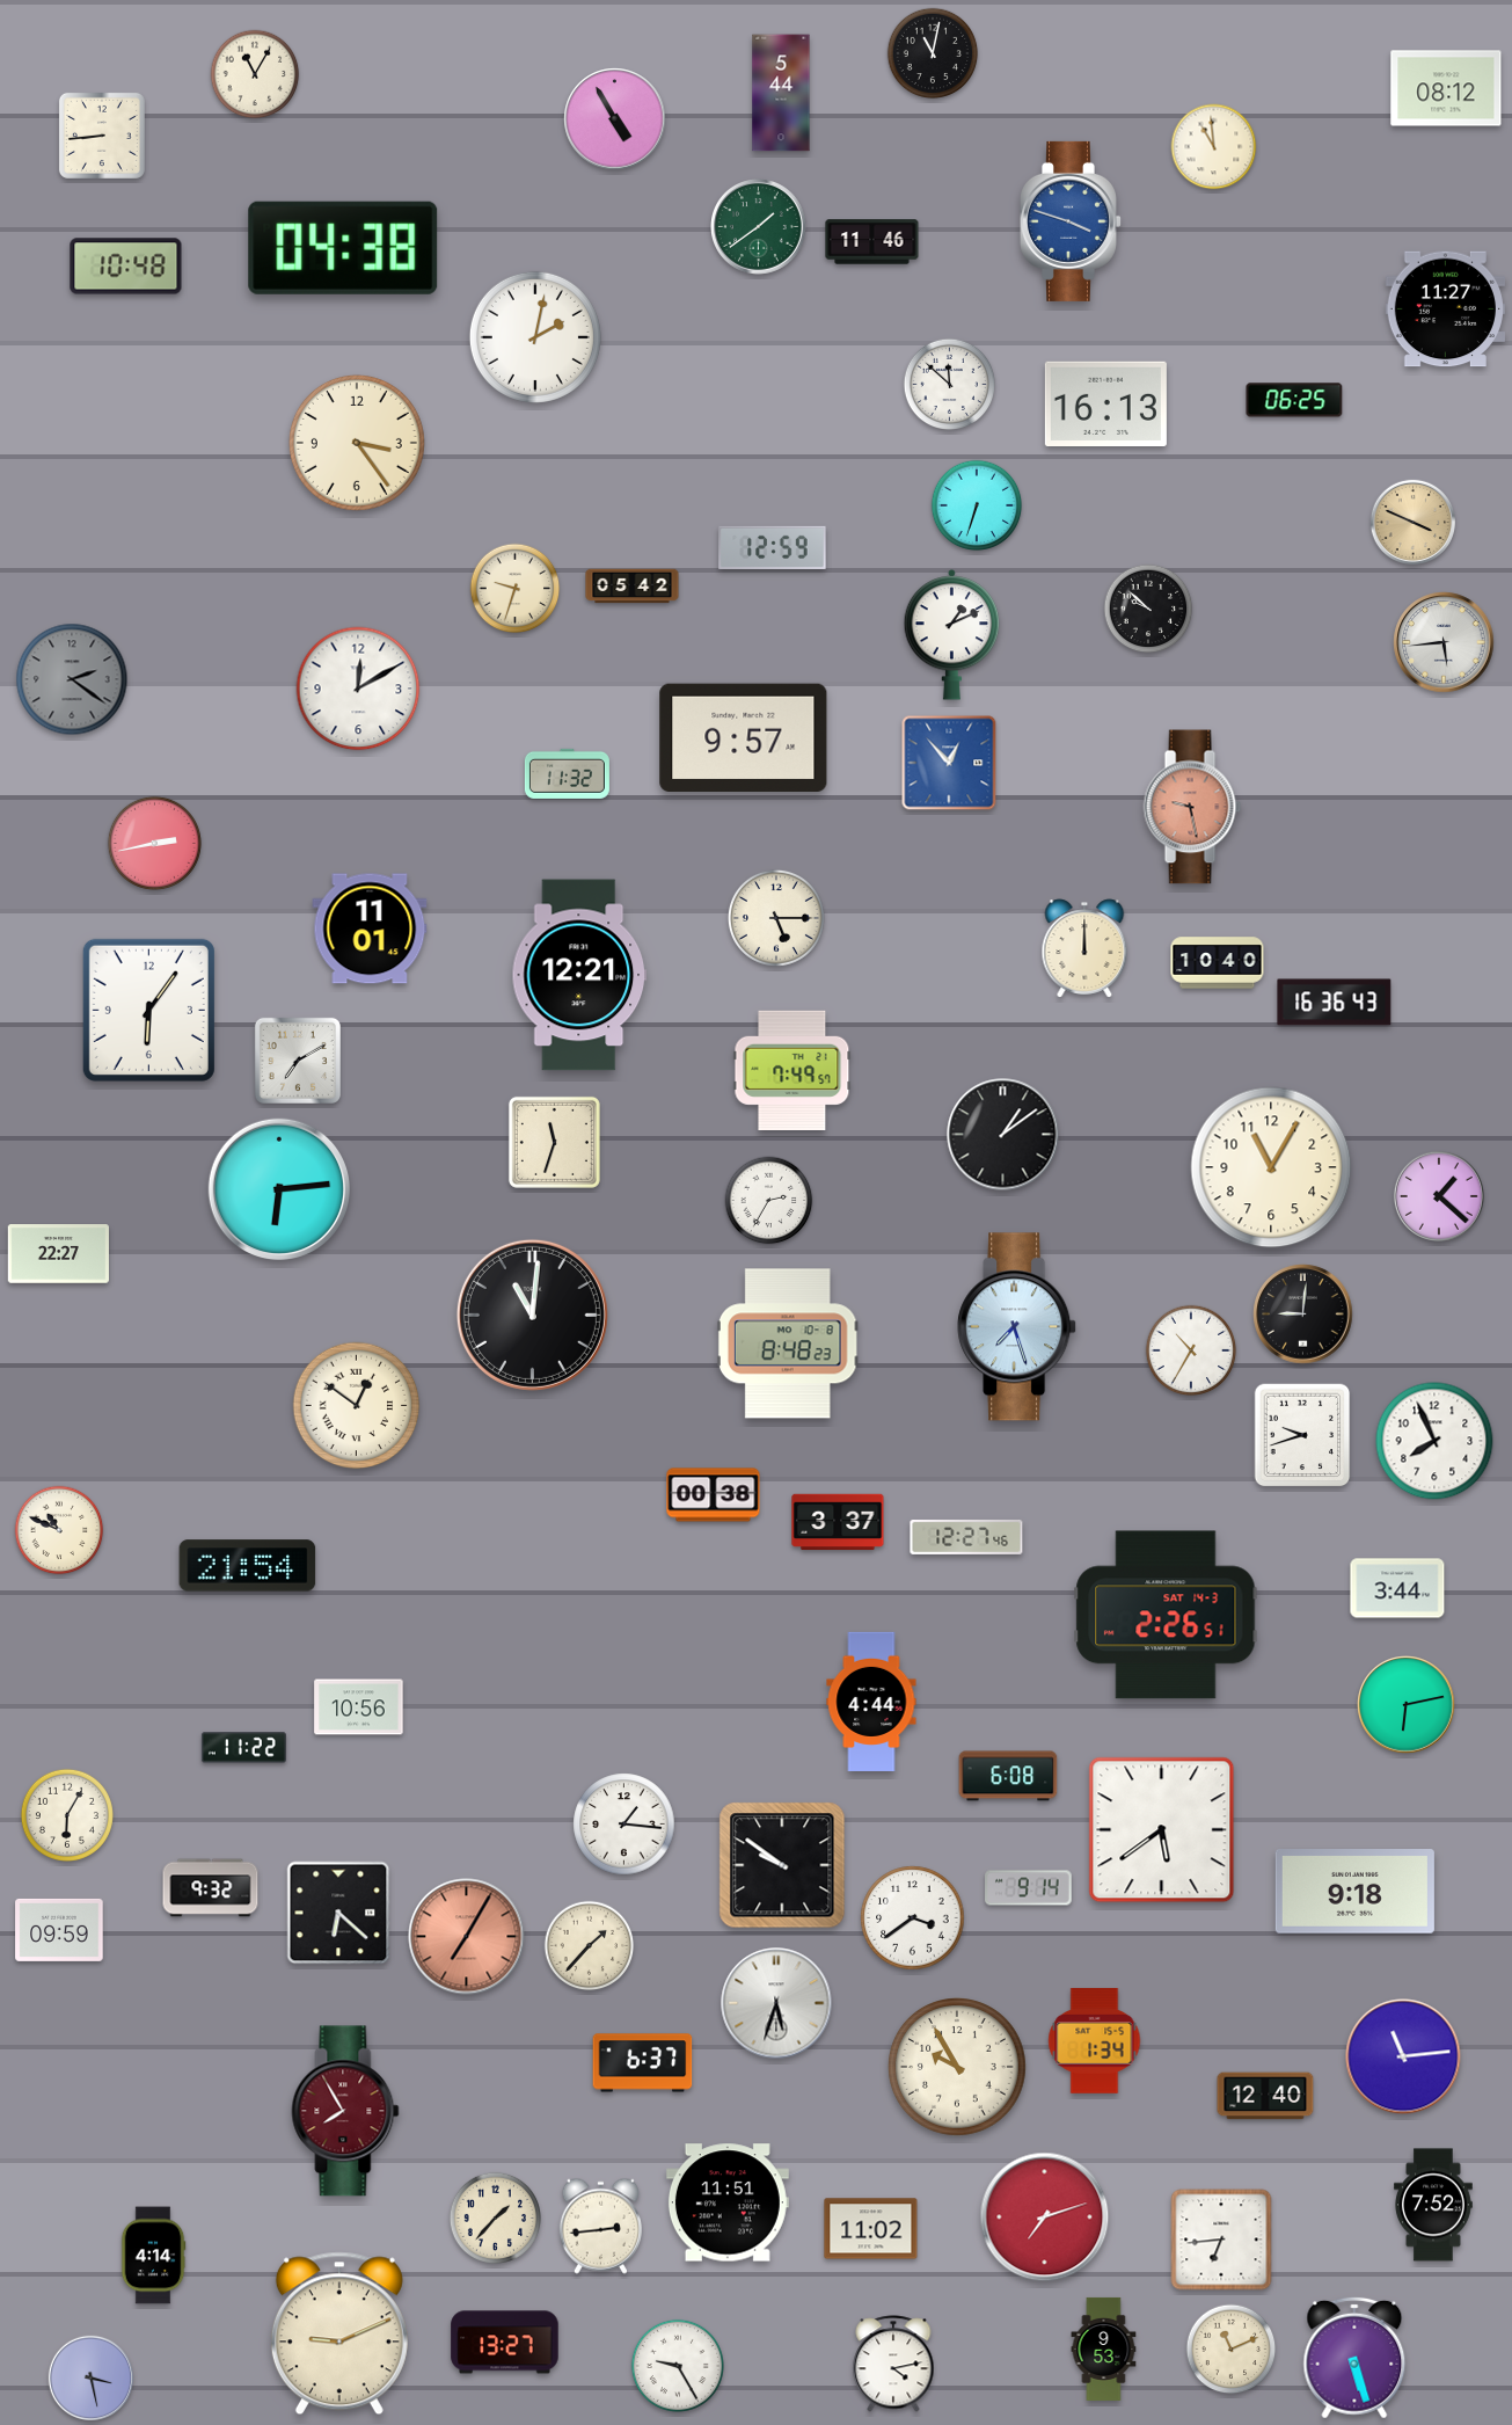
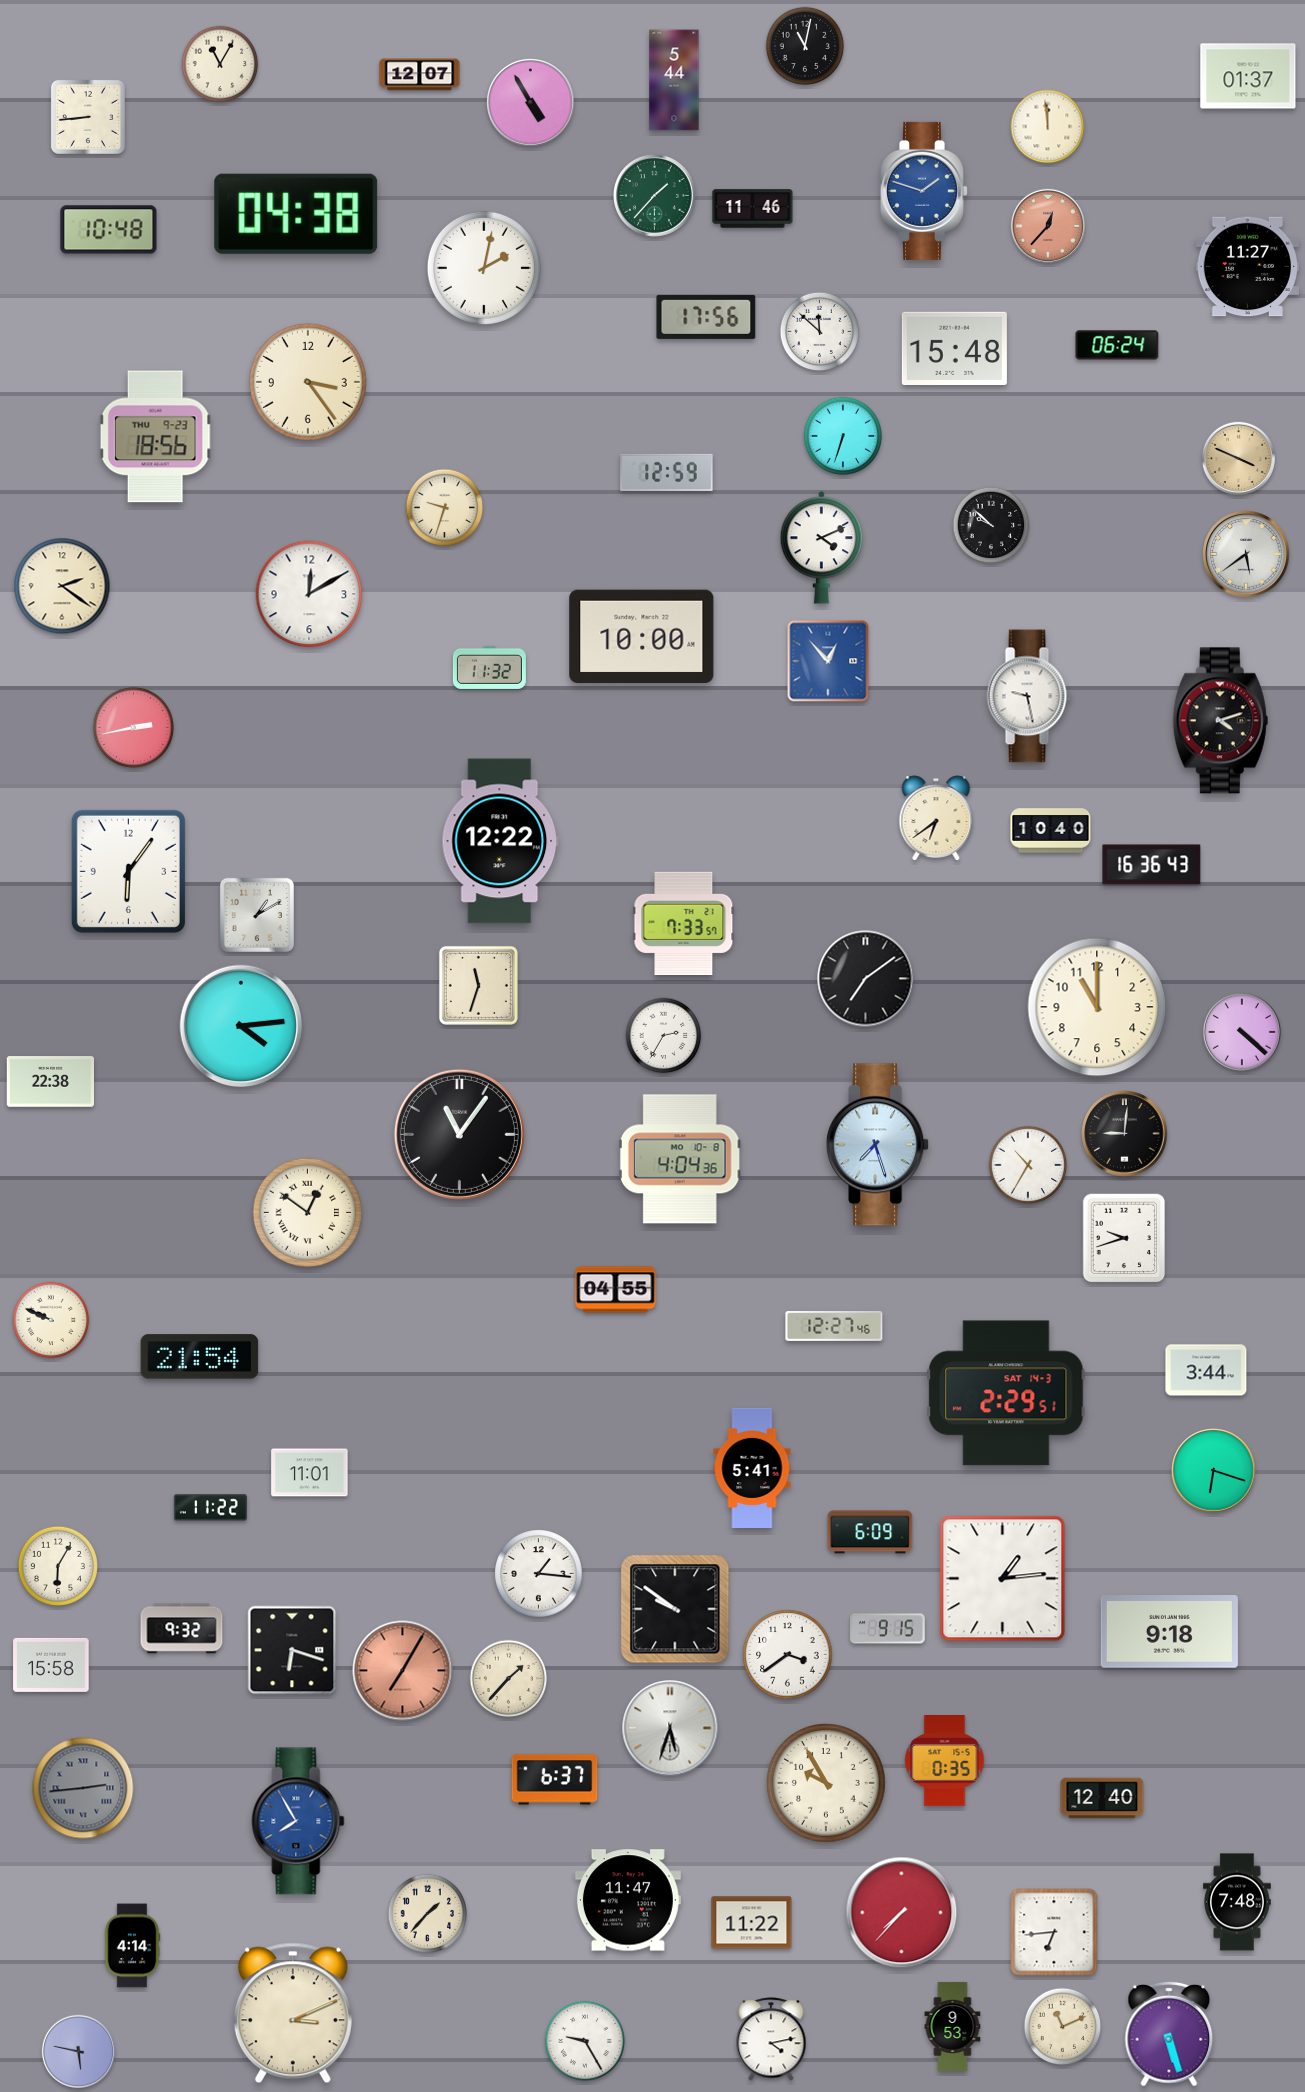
clock at (420, 75): none -> 12:07
clock at (1446, 88): 08:12 -> 01:37
clock at (1214, 147): 10:59 -> 11:59
clock at (1072, 221): 3:48 -> 1:48
clock at (759, 227): 1:39 -> 1:37
clock at (1048, 226): none -> 12:37
clock at (535, 337) position: (535, 337) -> (484, 268)
clock at (706, 317): none -> 17:56
clock at (1294, 400): 06:25 -> 06:24
clock at (1105, 403): 16:13 -> 15:48
clock at (155, 437): none -> 18:56
clock at (1412, 522) position: (1412, 522) -> (1238, 458)
clock at (633, 587): 05:42 -> none
clock at (952, 635): 1:11 -> 4:11
clock at (1444, 642): 5:44 -> 5:39
clock at (72, 679) dial: grey -> cream
clock at (744, 737): 9:57 -> 10:00
clock at (949, 763) position: (949, 763) -> (828, 661)
clock at (1192, 807) dial: salmon -> white
clock at (1220, 721): none -> 4:12
clock at (776, 918): 5:15 -> none
clock at (370, 929): 11:01 -> none
clock at (1084, 948): 12:00 -> 6:39
clock at (579, 975): 12:21 -> 12:22
clock at (298, 1061): 7:10 -> 1:10
clock at (792, 1070): 7:49 -> 7:33
clock at (1003, 1135): 1:09 -> 7:09
clock at (1271, 1167): 11:05 -> 11:00
clock at (278, 1188): 6:14 -> 4:14
clock at (1439, 1196): 1:22 -> 4:22
clock at (59, 1254): 22:27 -> 22:38
clock at (532, 1315): 11:01 -> 11:06
clock at (788, 1343): 8:48 -> 4:04
clock at (1434, 1441): 7:56 -> none
clock at (714, 1495): 00:38 -> 04:55
clock at (838, 1522): 3:37 -> none
clock at (59, 1530): 10:49 -> 9:49
clock at (248, 1566) position: (248, 1566) -> (200, 1357)
clock at (1166, 1615): 2:26 -> 2:29
clock at (871, 1702): 4:44 -> 5:41
clock at (1407, 1705): 6:13 -> 6:18
clock at (359, 1707): 10:56 -> 11:01
clock at (1008, 1776): 6:08 -> 6:09
clock at (1162, 1830): 5:39 -> 1:14
clock at (1029, 1888): 9:14 -> 9:15
clock at (338, 1913): 6:22 -> 6:18
clock at (59, 1930): 09:59 -> 15:58
clock at (1095, 2041): 1:34 -> 0:35
clock at (1403, 2056): 11:14 -> none
clock at (83, 1788): none -> 2:44
clock at (1265, 2096) position: (1265, 2096) -> (1102, 1798)
clock at (345, 2111) dial: burgundy -> blue
clock at (728, 2202): 11:51 -> 11:47
clock at (1433, 2205): 7:52 -> 7:48
clock at (1045, 2218): 7:12 -> 7:37
clock at (600, 2226): 2:44 -> none
clock at (871, 2229): 11:02 -> 11:22
clock at (339, 2333): 9:11 -> 3:11
clock at (505, 2343): 13:27 -> none
clock at (90, 2377): 3:28 -> 5:47
